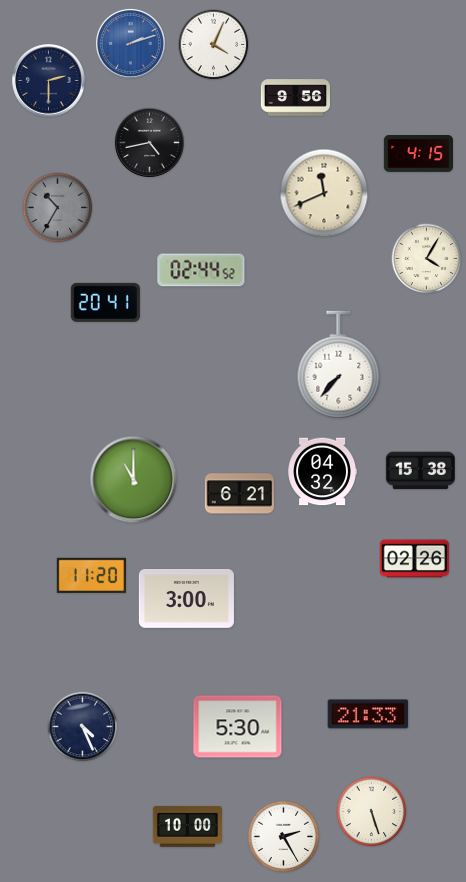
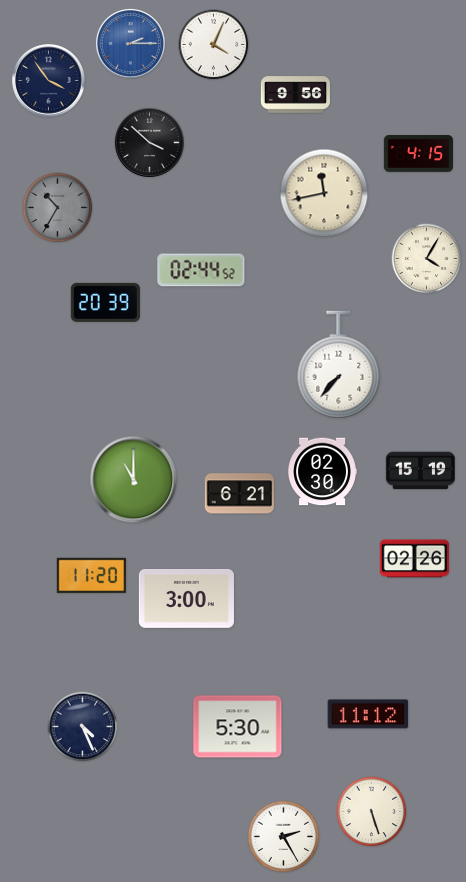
clock at (130, 43): 2:12 -> 2:15
clock at (49, 81): 2:30 -> 3:54
clock at (295, 98) position: (295, 98) -> (295, 95)
clock at (149, 142): 4:43 -> 3:52
clock at (324, 193): 11:41 -> 11:43
clock at (105, 302): 20:41 -> 20:39
clock at (420, 471): 15:38 -> 15:19
clock at (322, 472): 04:32 -> 02:30
clock at (368, 714): 21:33 -> 11:12
clock at (187, 826): 10:00 -> none
